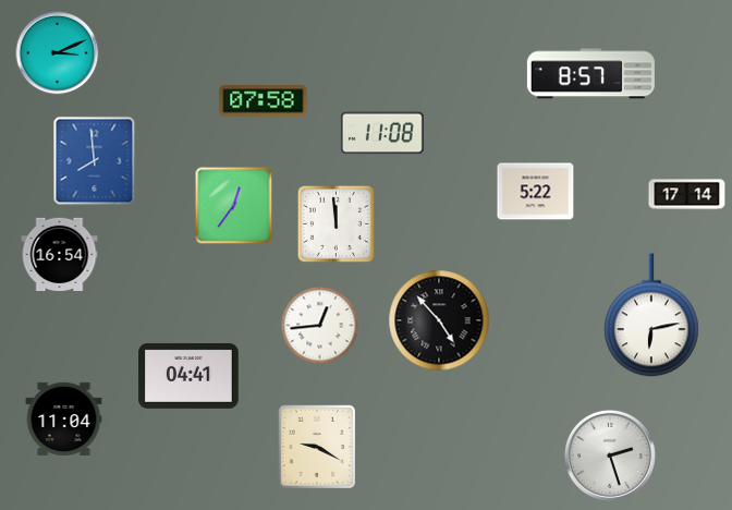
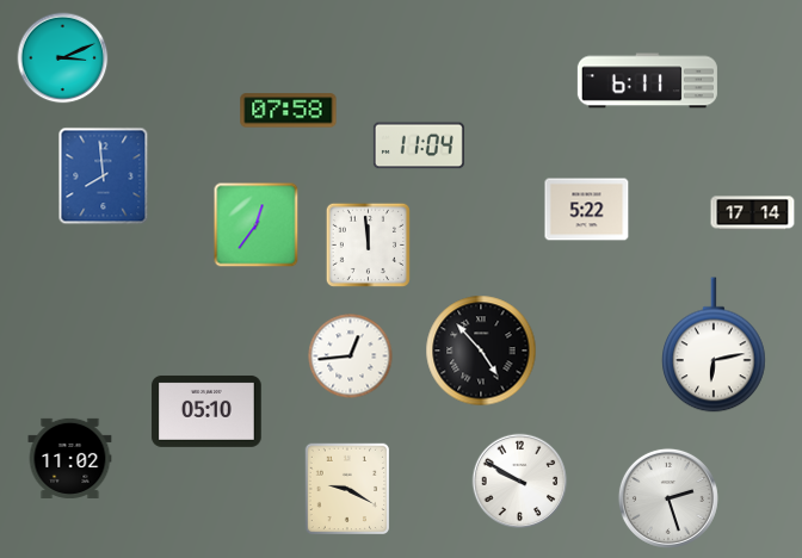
clock at (590, 74): 8:57 -> 6:11
clock at (382, 133): 11:08 -> 11:04
clock at (60, 254): 16:54 -> none
clock at (188, 376): 04:41 -> 05:10
clock at (64, 418): 11:04 -> 11:02
clock at (520, 482): none -> 9:50
